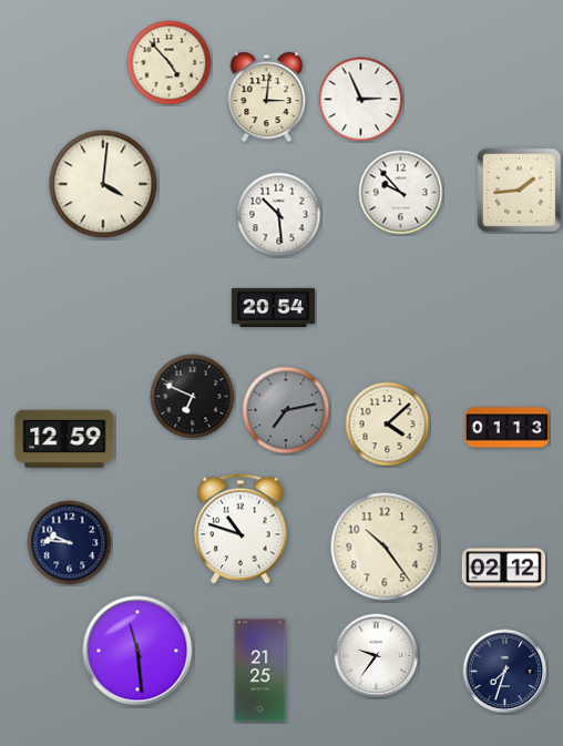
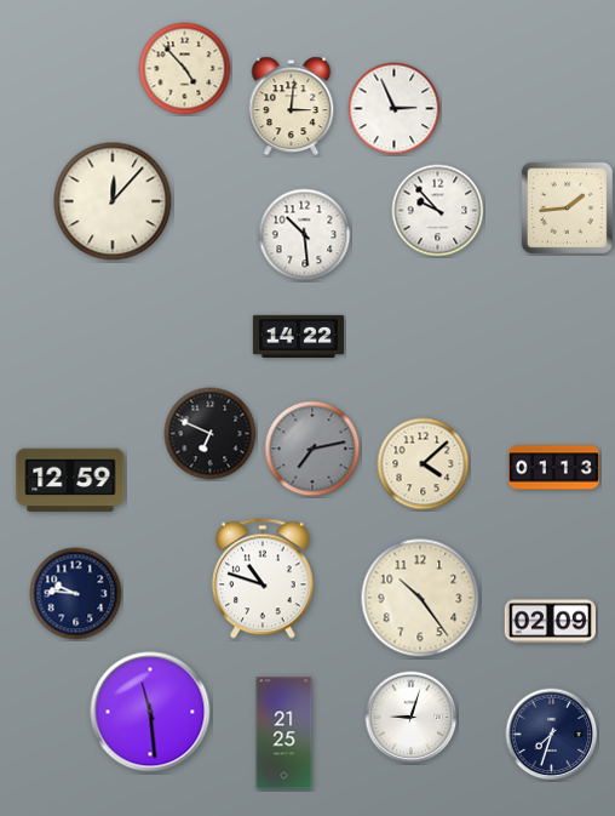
clock at (103, 184): 4:01 -> 12:07
clock at (273, 307): 20:54 -> 14:22
clock at (503, 569): 02:12 -> 02:09
clock at (377, 656): 9:36 -> 9:03
